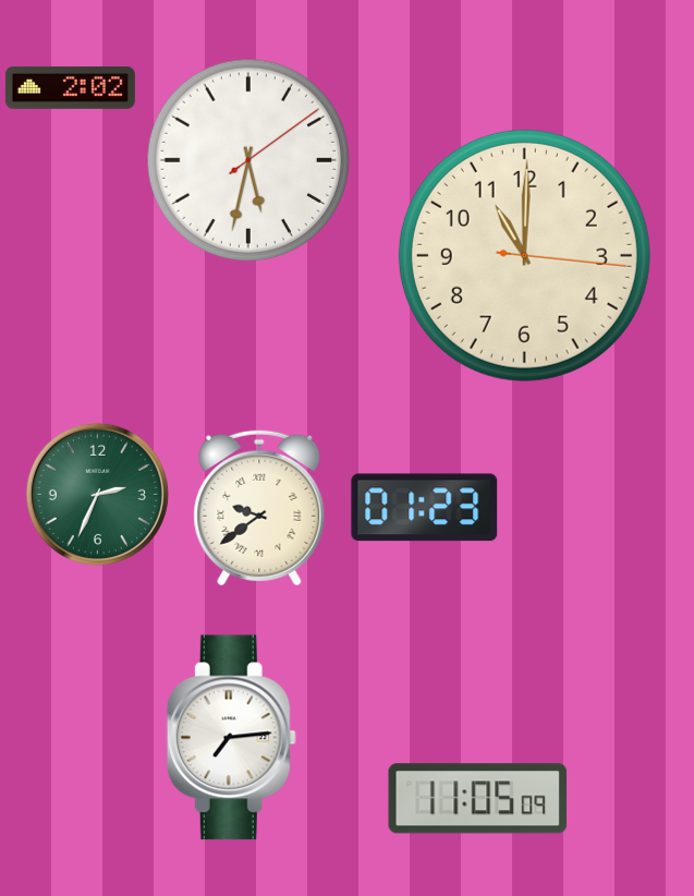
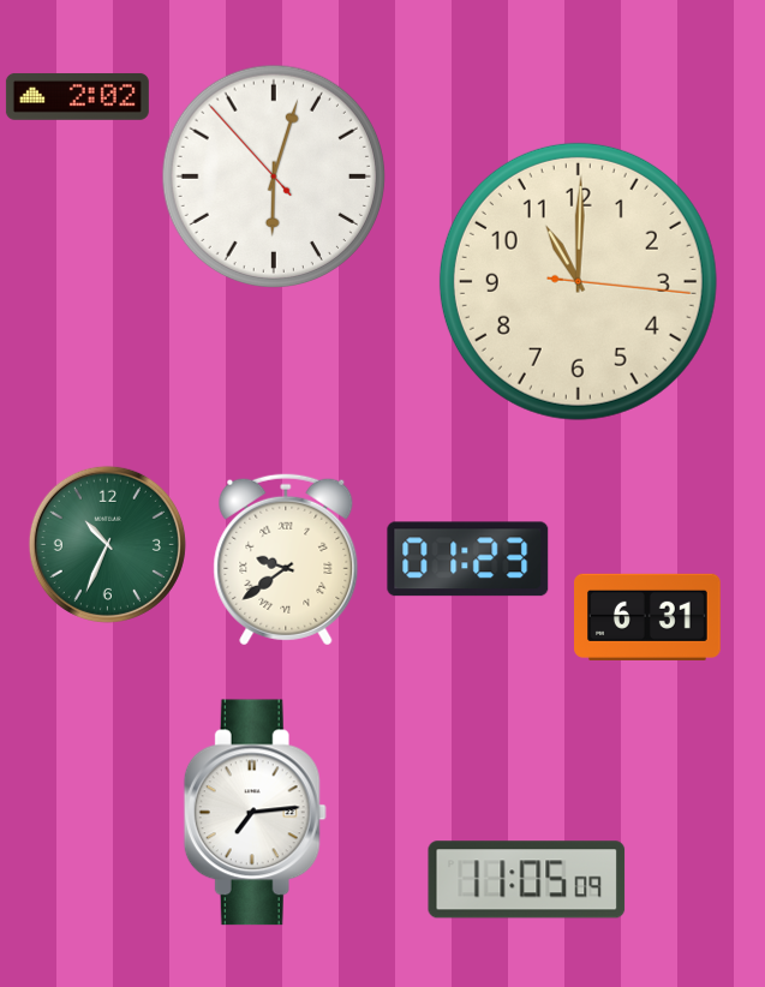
clock at (248, 160): 5:32 -> 6:02
clock at (97, 494): 2:34 -> 10:34
clock at (649, 617): none -> 6:31
